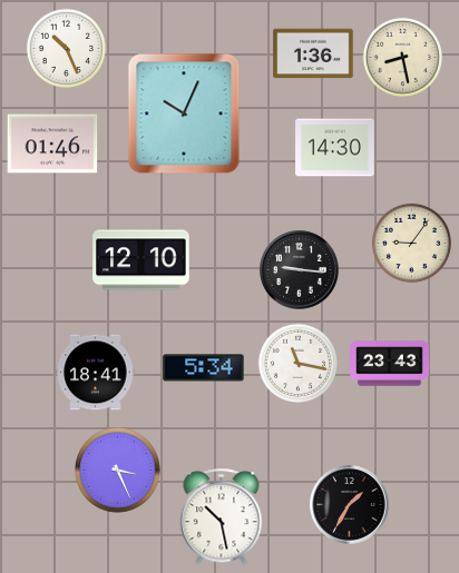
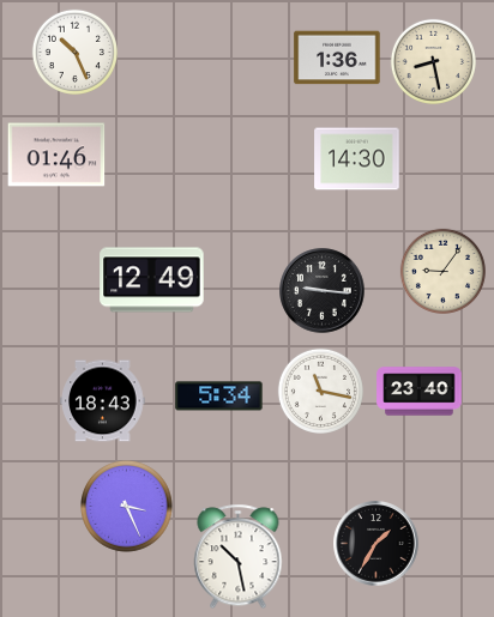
clock at (66, 48) position: (66, 48) -> (74, 52)
clock at (184, 113): 10:04 -> none
clock at (335, 148) position: (335, 148) -> (357, 159)
clock at (411, 243) position: (411, 243) -> (442, 271)
clock at (141, 260): 12:10 -> 12:49
clock at (390, 364): 23:43 -> 23:40
clock at (96, 373): 18:41 -> 18:43
